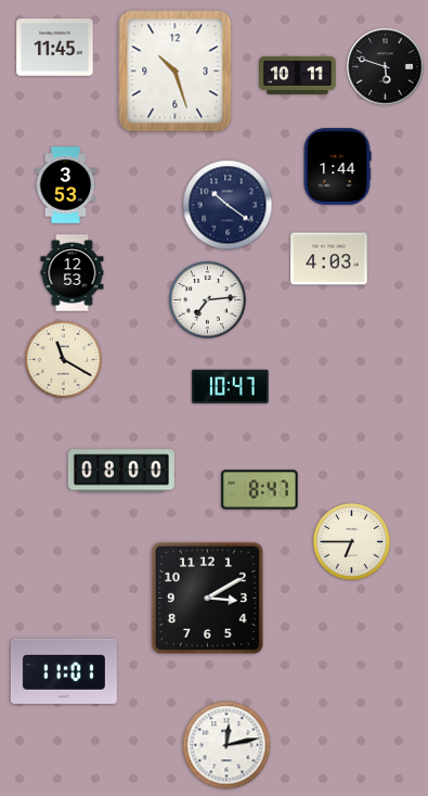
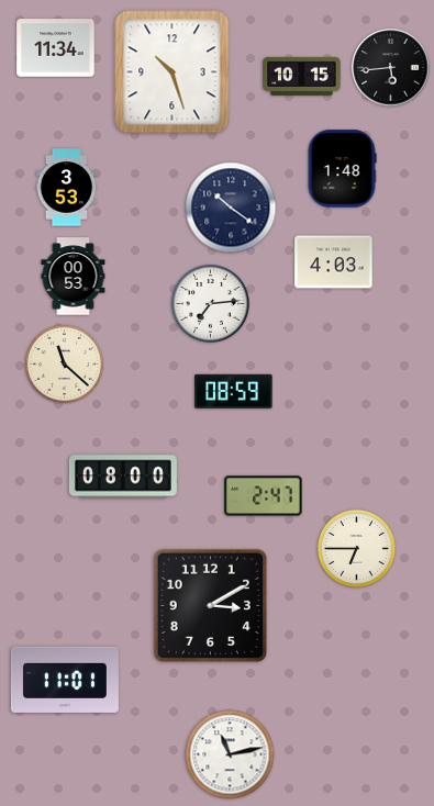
clock at (55, 48): 11:45 -> 11:34
clock at (386, 67): 5:48 -> 5:44
clock at (176, 72) position: (176, 72) -> (173, 72)
clock at (298, 75): 10:11 -> 10:15
clock at (337, 167): 1:44 -> 1:48
clock at (73, 273): 12:53 -> 00:53
clock at (63, 359): 11:20 -> 11:22
clock at (231, 386): 10:47 -> 08:59
clock at (260, 490): 8:47 -> 2:47
clock at (226, 745): 12:13 -> 11:13
